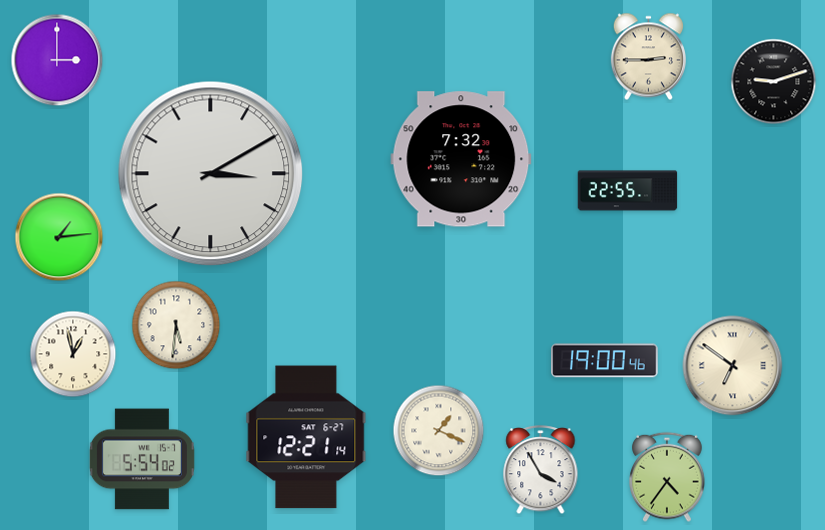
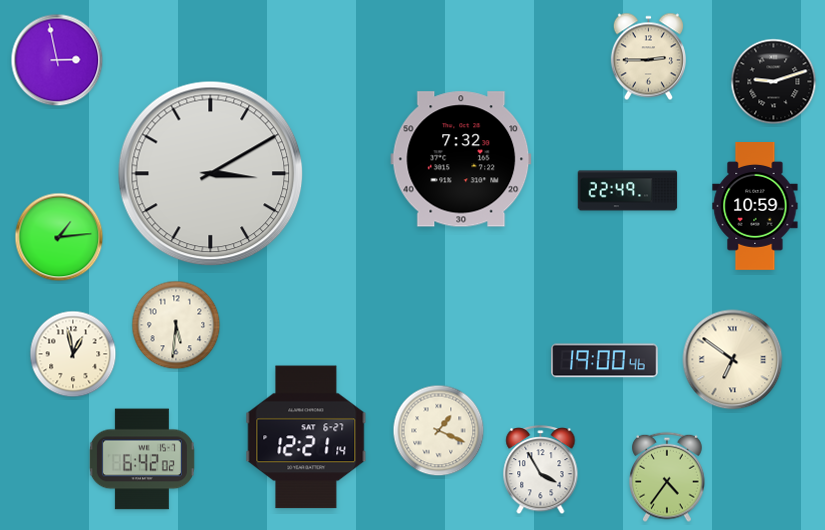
clock at (57, 60): 3:00 -> 2:58
clock at (628, 191): 22:55 -> 22:49
clock at (755, 207): none -> 10:59
clock at (733, 366) position: (733, 366) -> (733, 360)
clock at (142, 459): 5:54 -> 6:42
